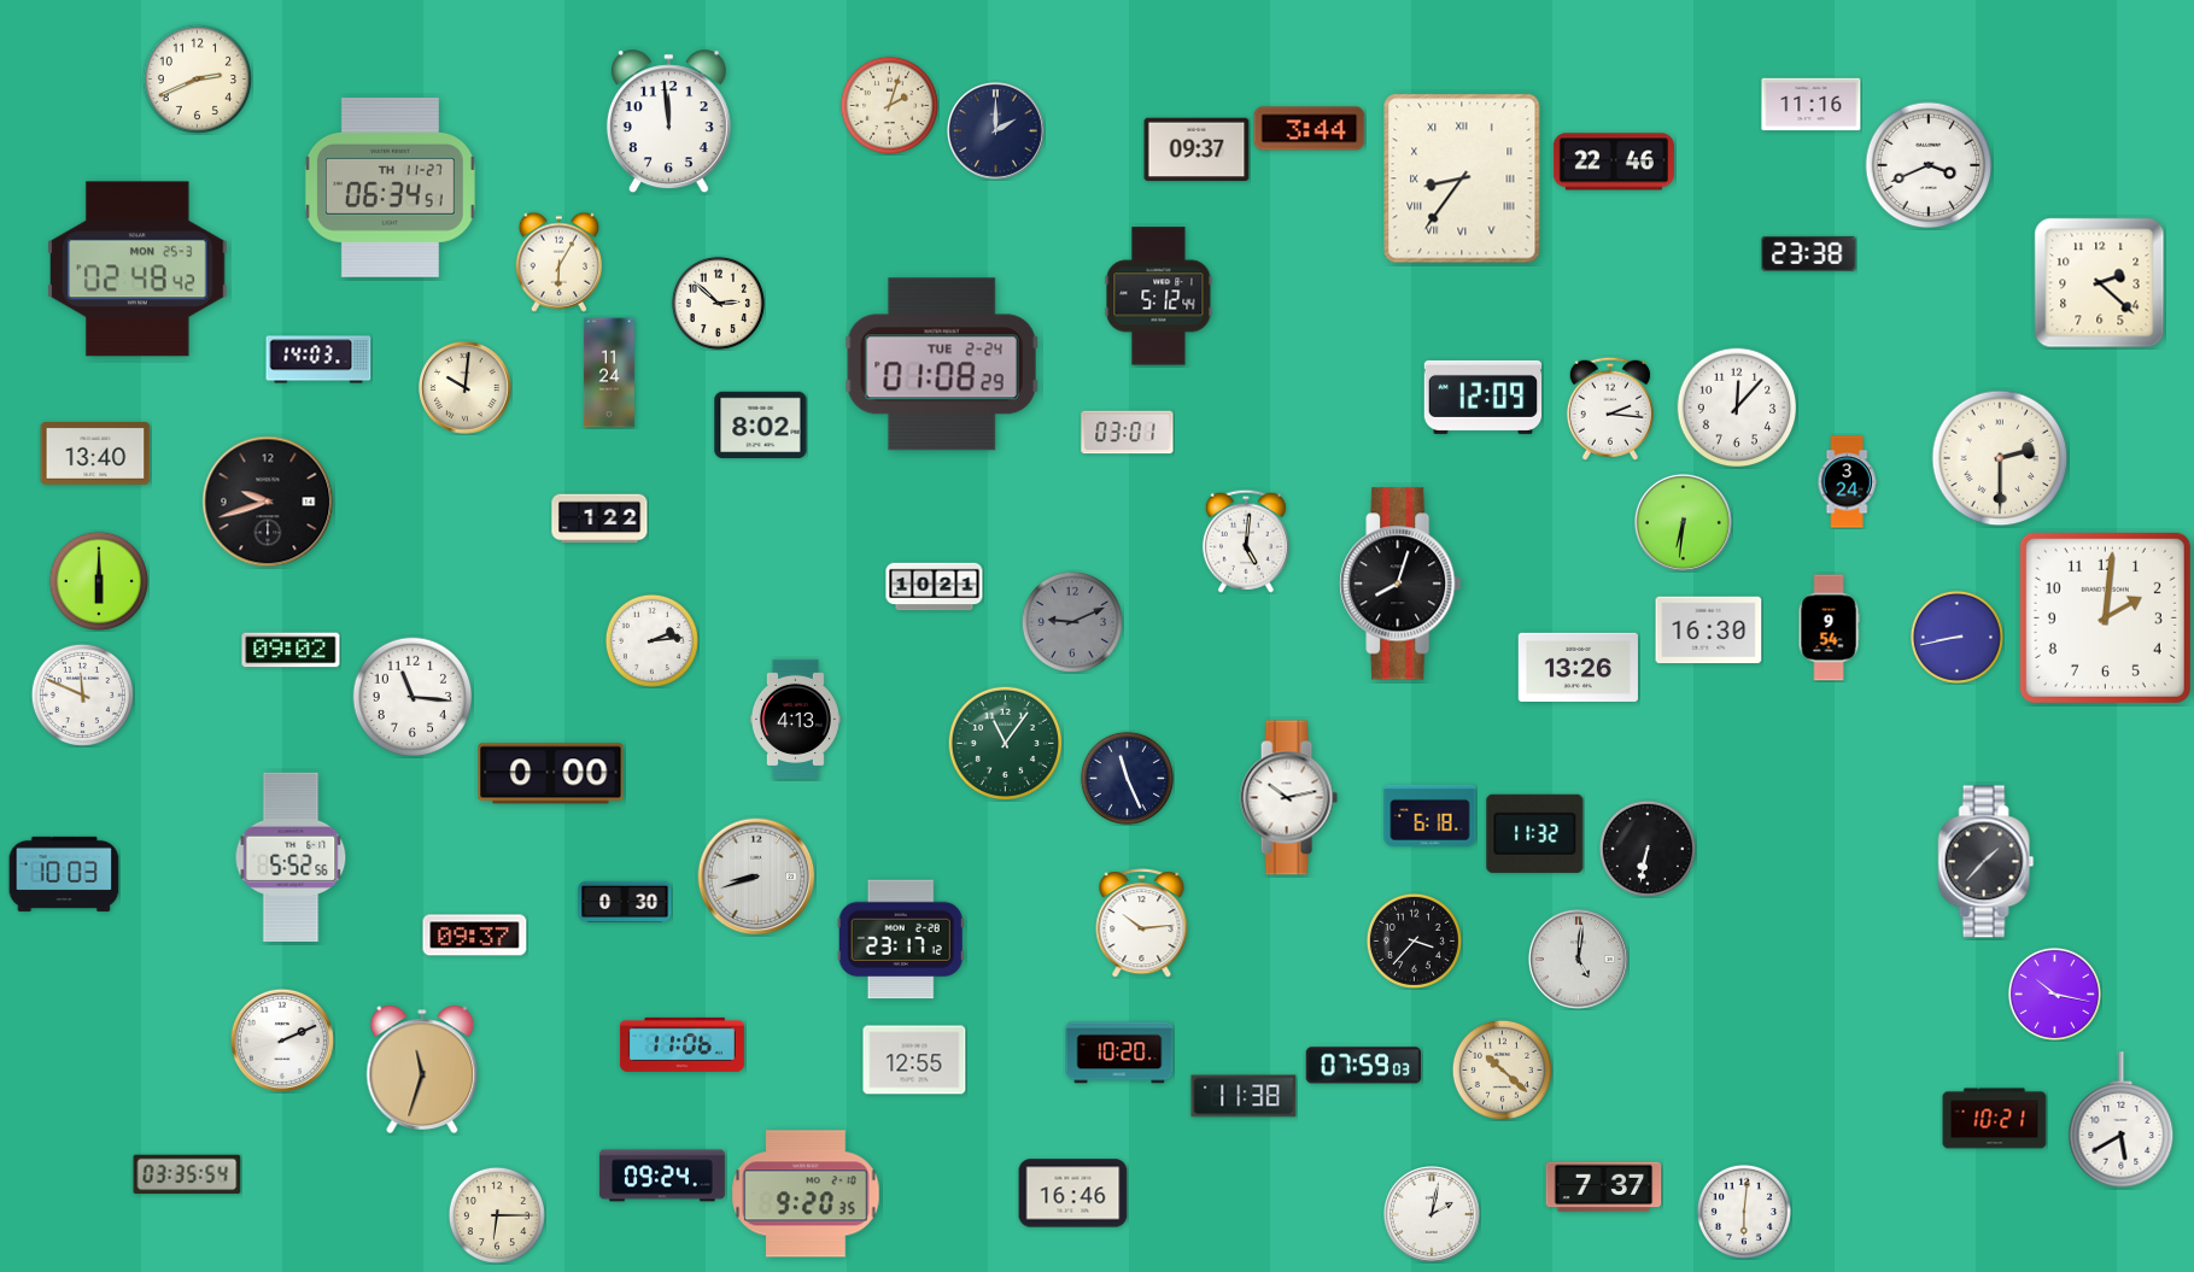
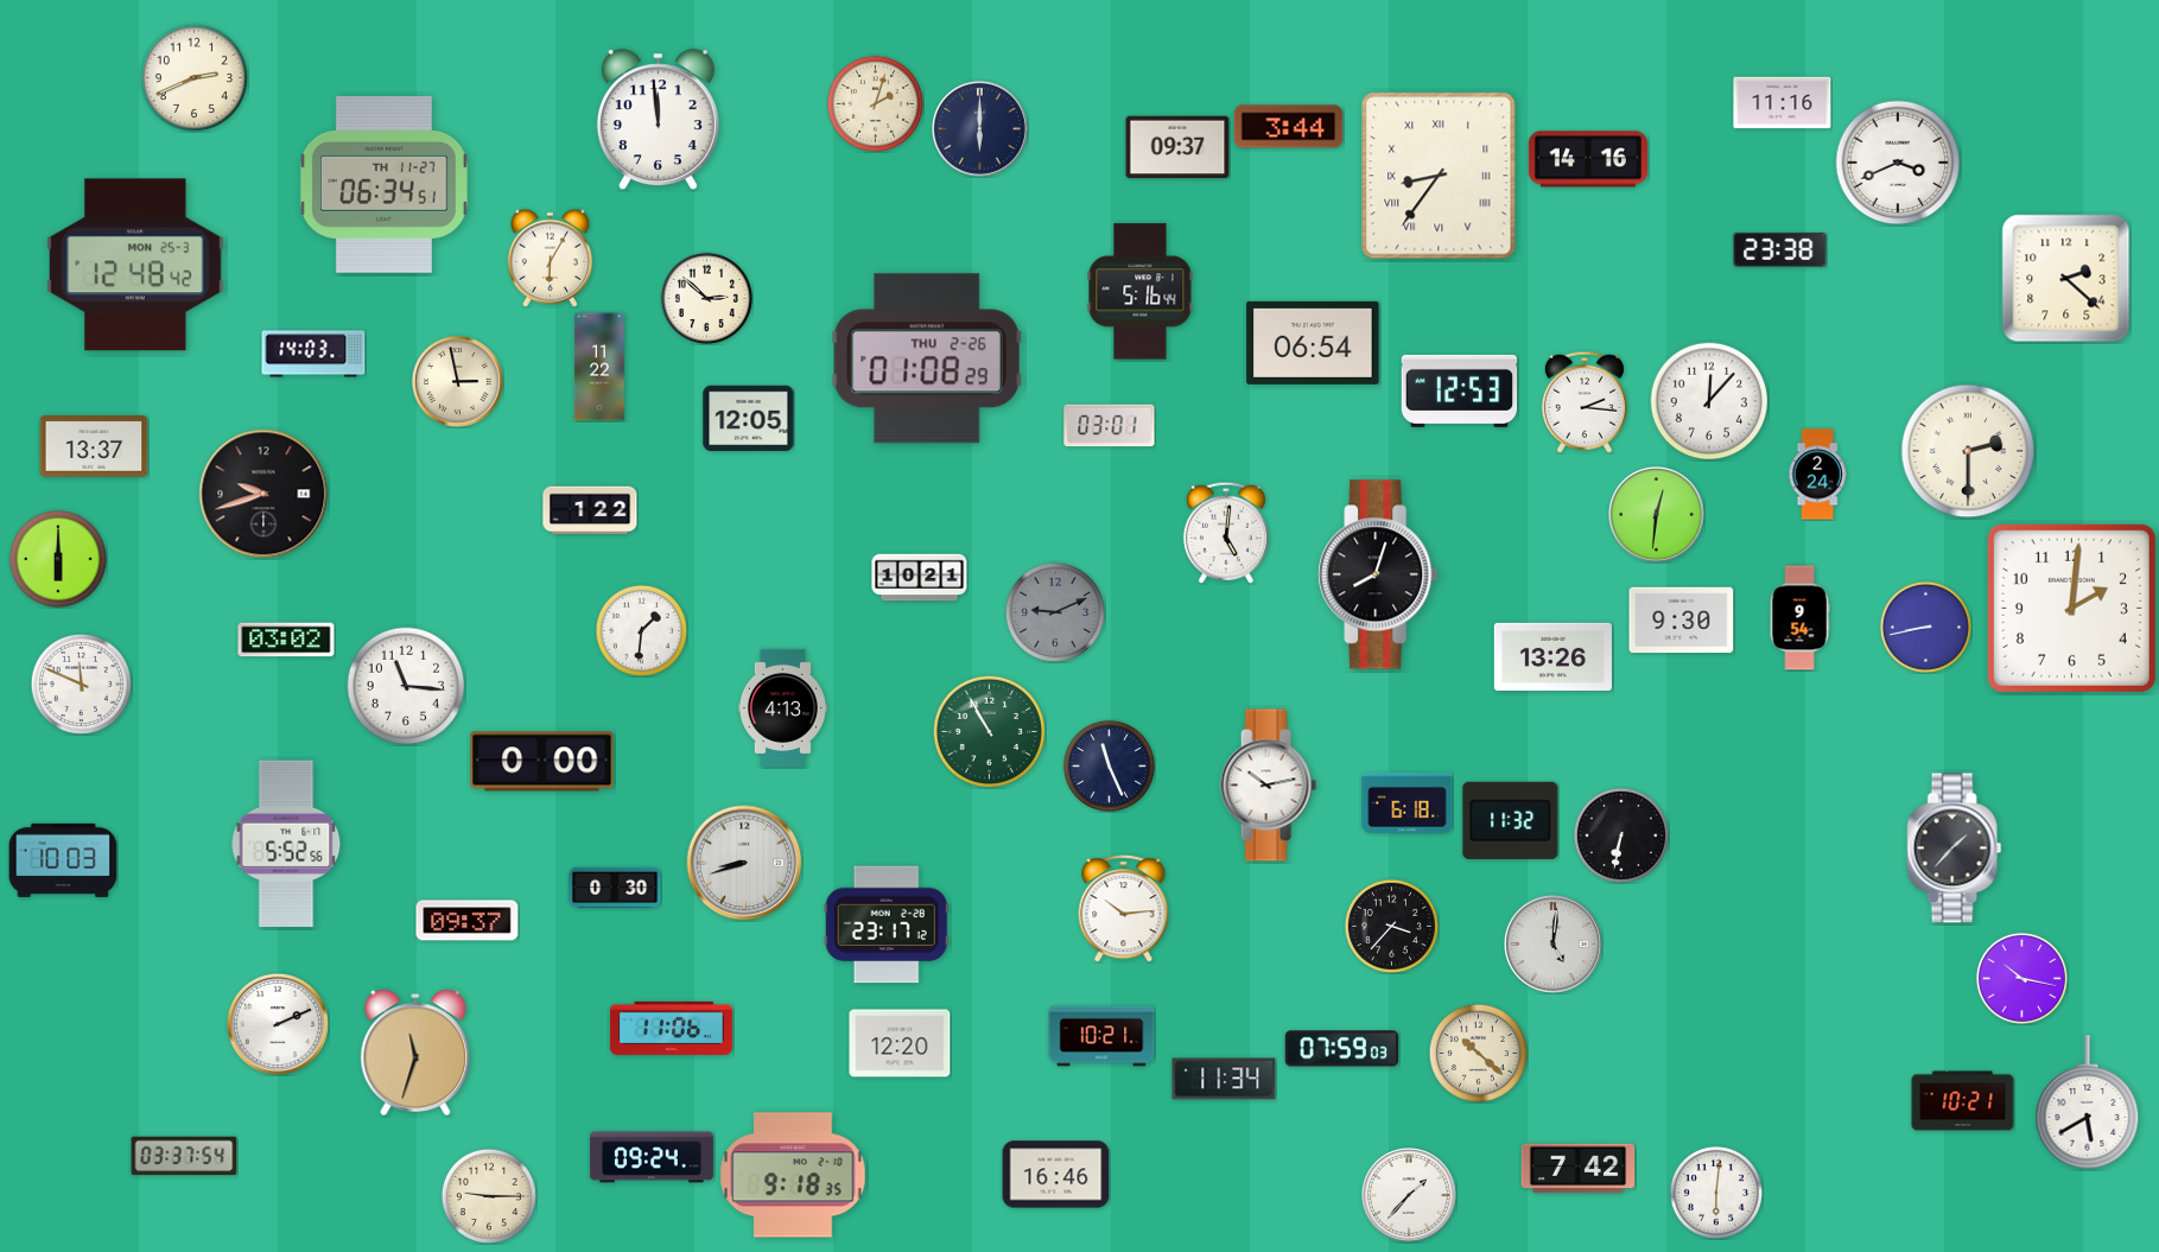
clock at (995, 130): 2:00 -> 6:00
clock at (1614, 162): 22:46 -> 14:16
clock at (139, 269): 02:48 -> 12:48
clock at (1159, 297): 5:12 -> 5:16
clock at (1313, 343): none -> 06:54
clock at (942, 364) date: TUE 2-24 -> THU 2-26
clock at (609, 373): 11:24 -> 11:22
clock at (466, 388): 10:01 -> 2:58
clock at (1484, 397): 12:09 -> 12:53
clock at (761, 426): 8:02 -> 12:05
clock at (95, 455): 13:40 -> 13:37
clock at (1847, 482): 3:24 -> 2:24
clock at (1683, 522): 6:31 -> 12:31
clock at (99, 581) position: (99, 581) -> (58, 559)
clock at (1709, 631): 16:30 -> 9:30
clock at (651, 640): 2:14 -> 1:31
clock at (291, 650): 09:02 -> 03:02
clock at (1005, 743): 11:06 -> 10:55
clock at (1119, 1053): 10:20 -> 10:21
clock at (914, 1060): 12:55 -> 12:20
clock at (1244, 1096): 11:38 -> 11:34
clock at (187, 1174): 03:35 -> 03:37
clock at (1604, 1188): 7:37 -> 7:42
clock at (806, 1194): 9:20 -> 9:18
clock at (497, 1215): 6:15 -> 9:15
clock at (1433, 1215): 2:02 -> 1:37
